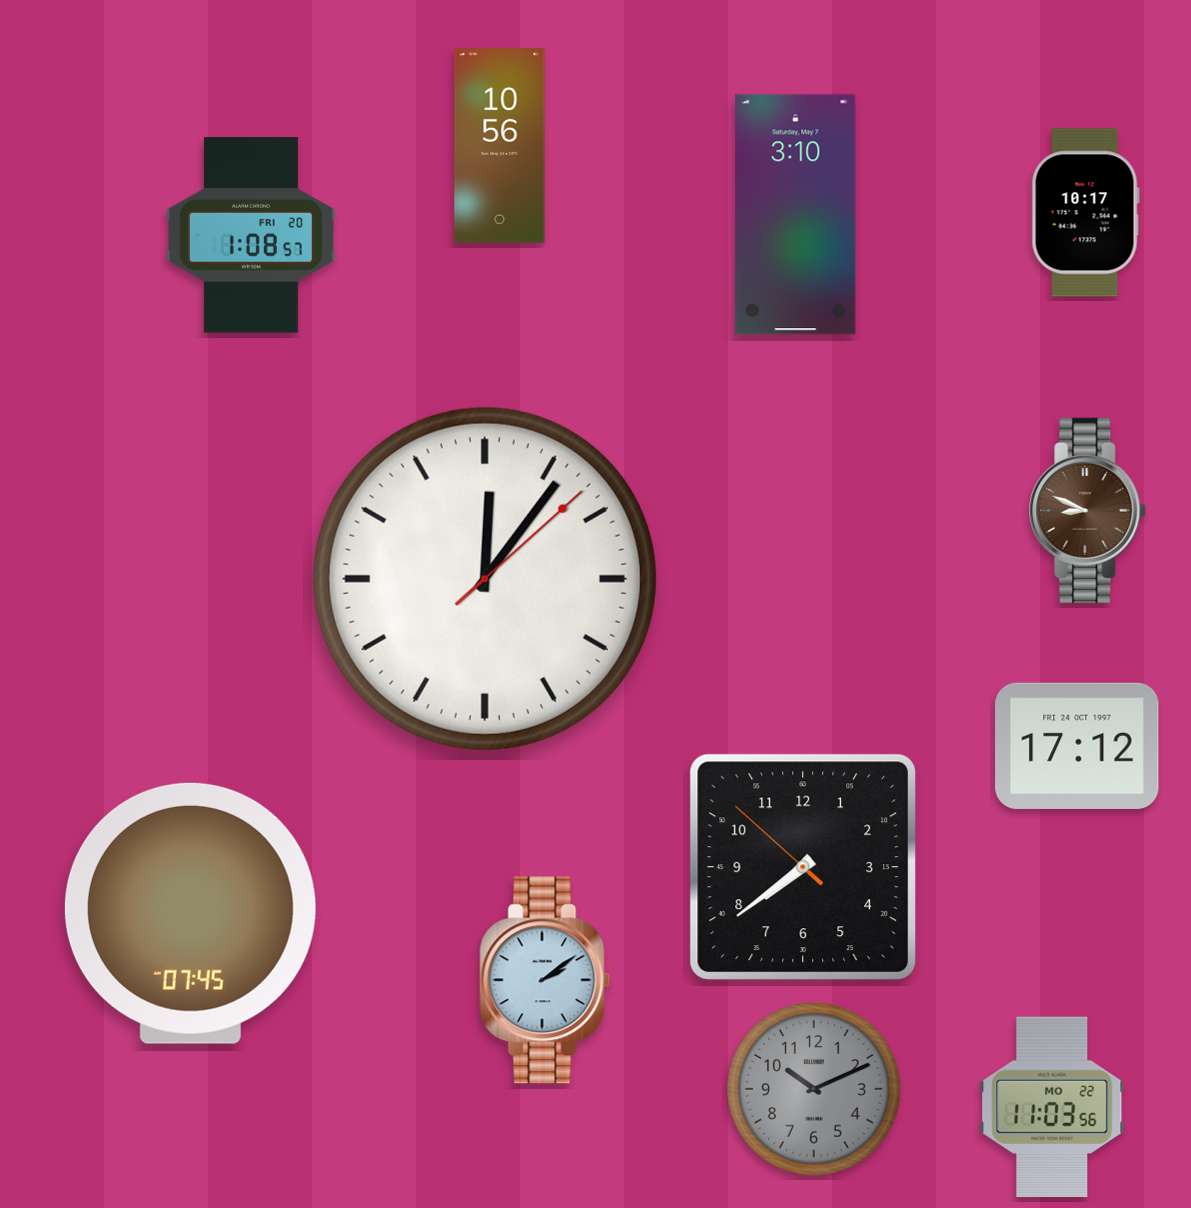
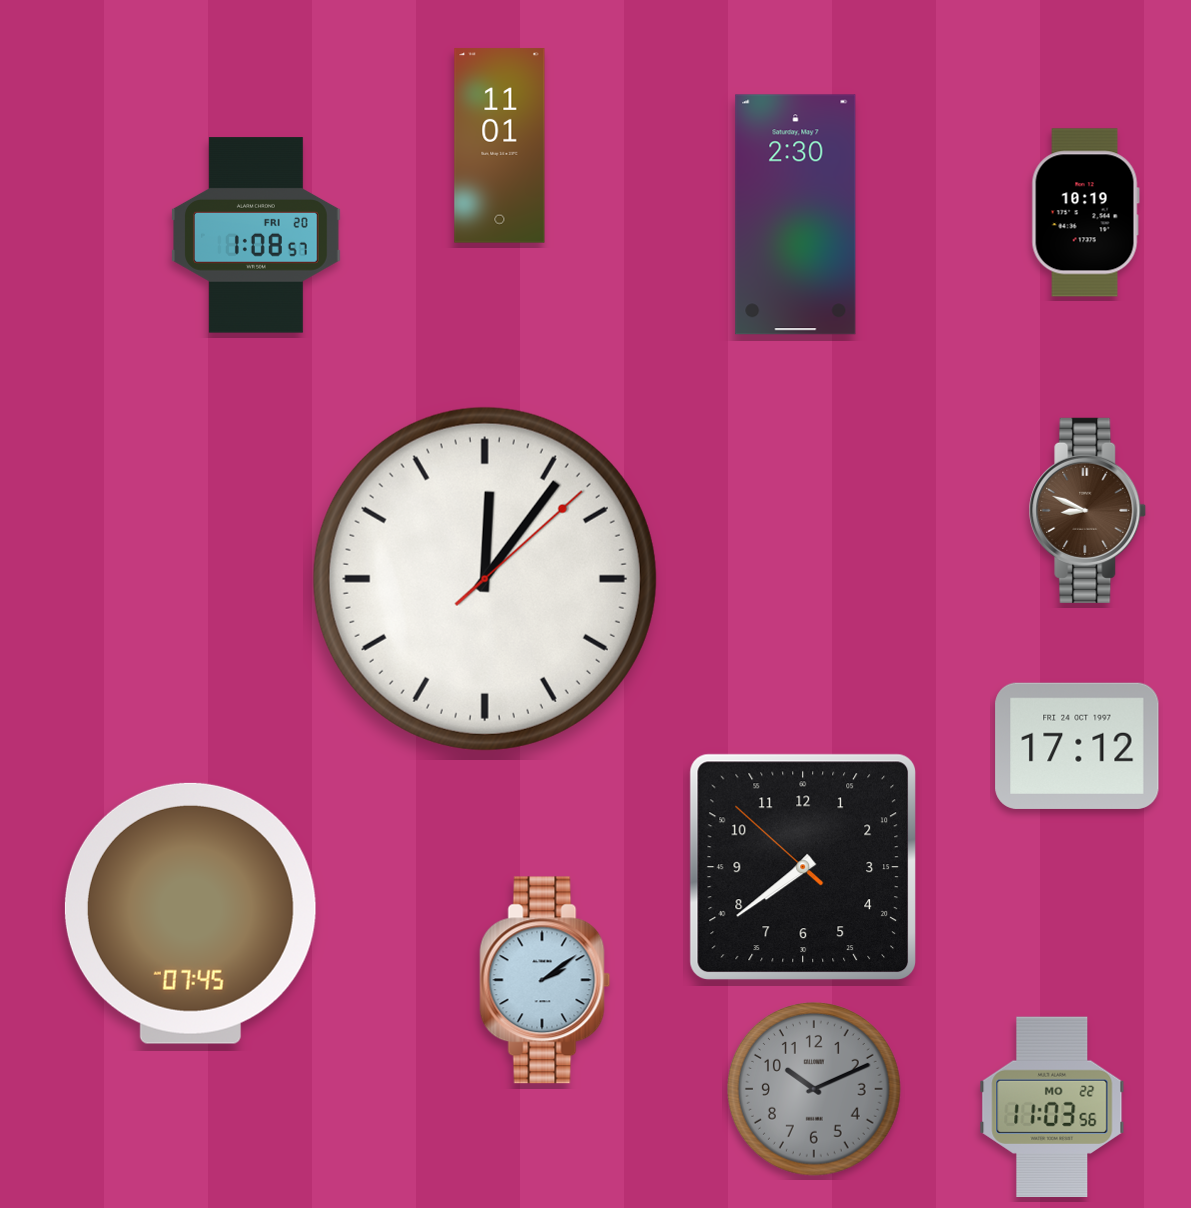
clock at (500, 146): 10:56 -> 11:01
clock at (1085, 213): 10:17 -> 10:19
clock at (796, 215): 3:10 -> 2:30
clock at (252, 235) position: (252, 235) -> (257, 235)
